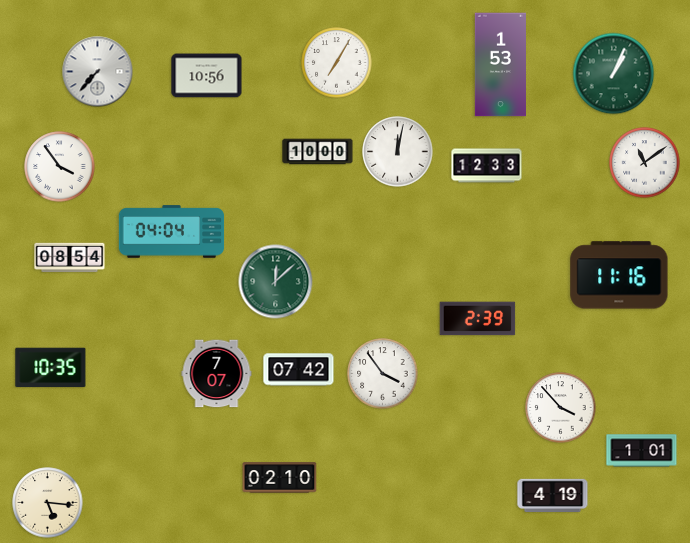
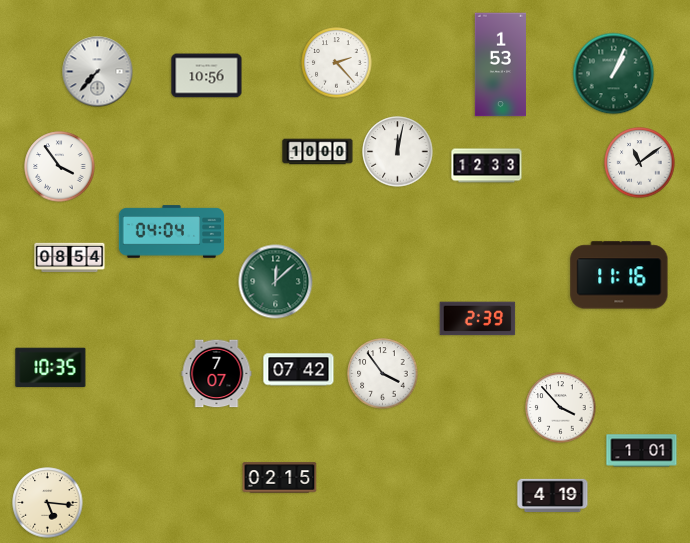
clock at (337, 63): 7:05 -> 2:23
clock at (645, 163) position: (645, 163) -> (640, 163)
clock at (280, 478): 02:10 -> 02:15
